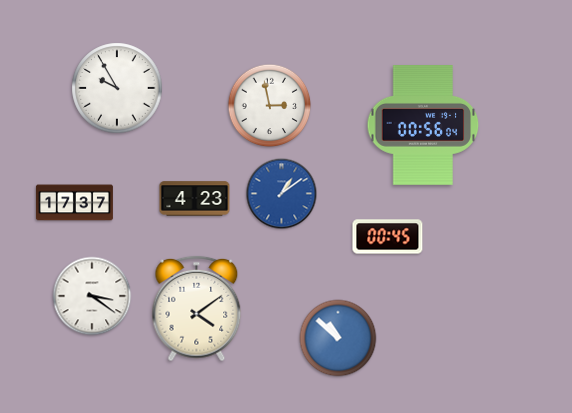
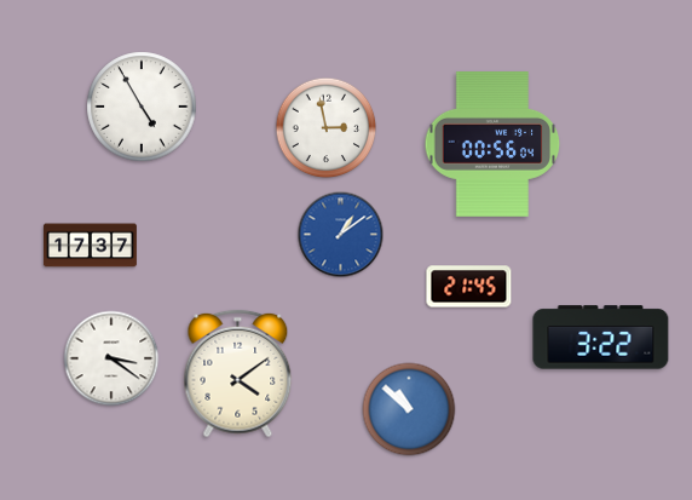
clock at (117, 88): 9:55 -> 4:55
clock at (423, 126) position: (423, 126) -> (492, 145)
clock at (195, 199): 4:23 -> none
clock at (388, 237): 00:45 -> 21:45
clock at (601, 338): none -> 3:22
